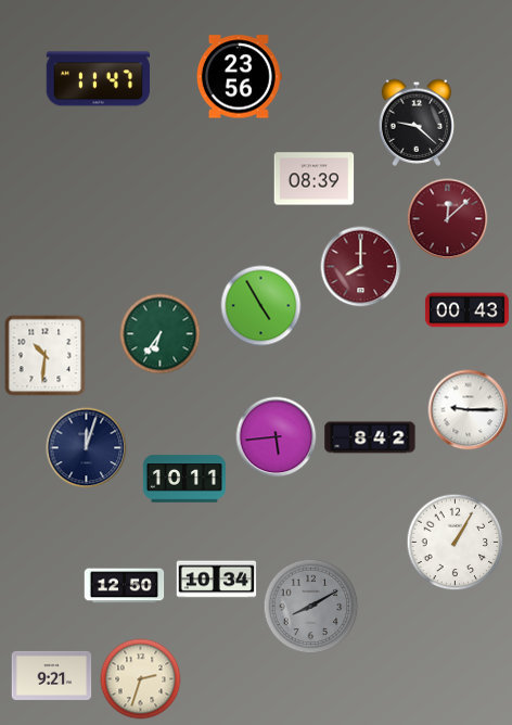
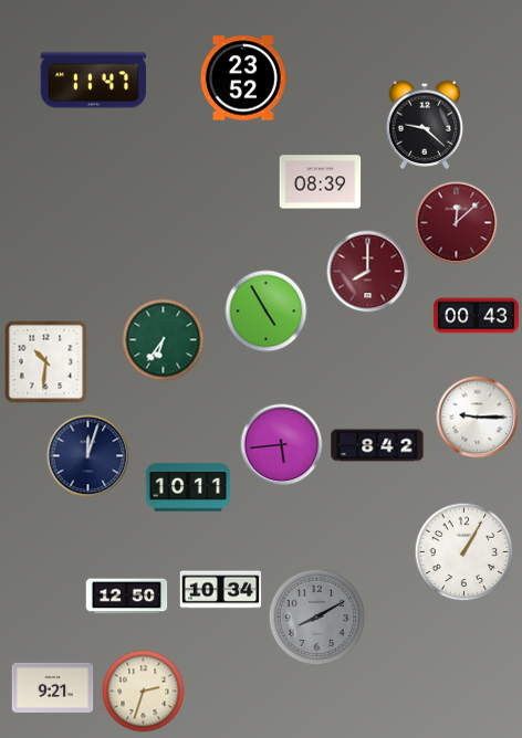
clock at (239, 77): 23:56 -> 23:52
clock at (99, 79) position: (99, 79) -> (94, 81)
